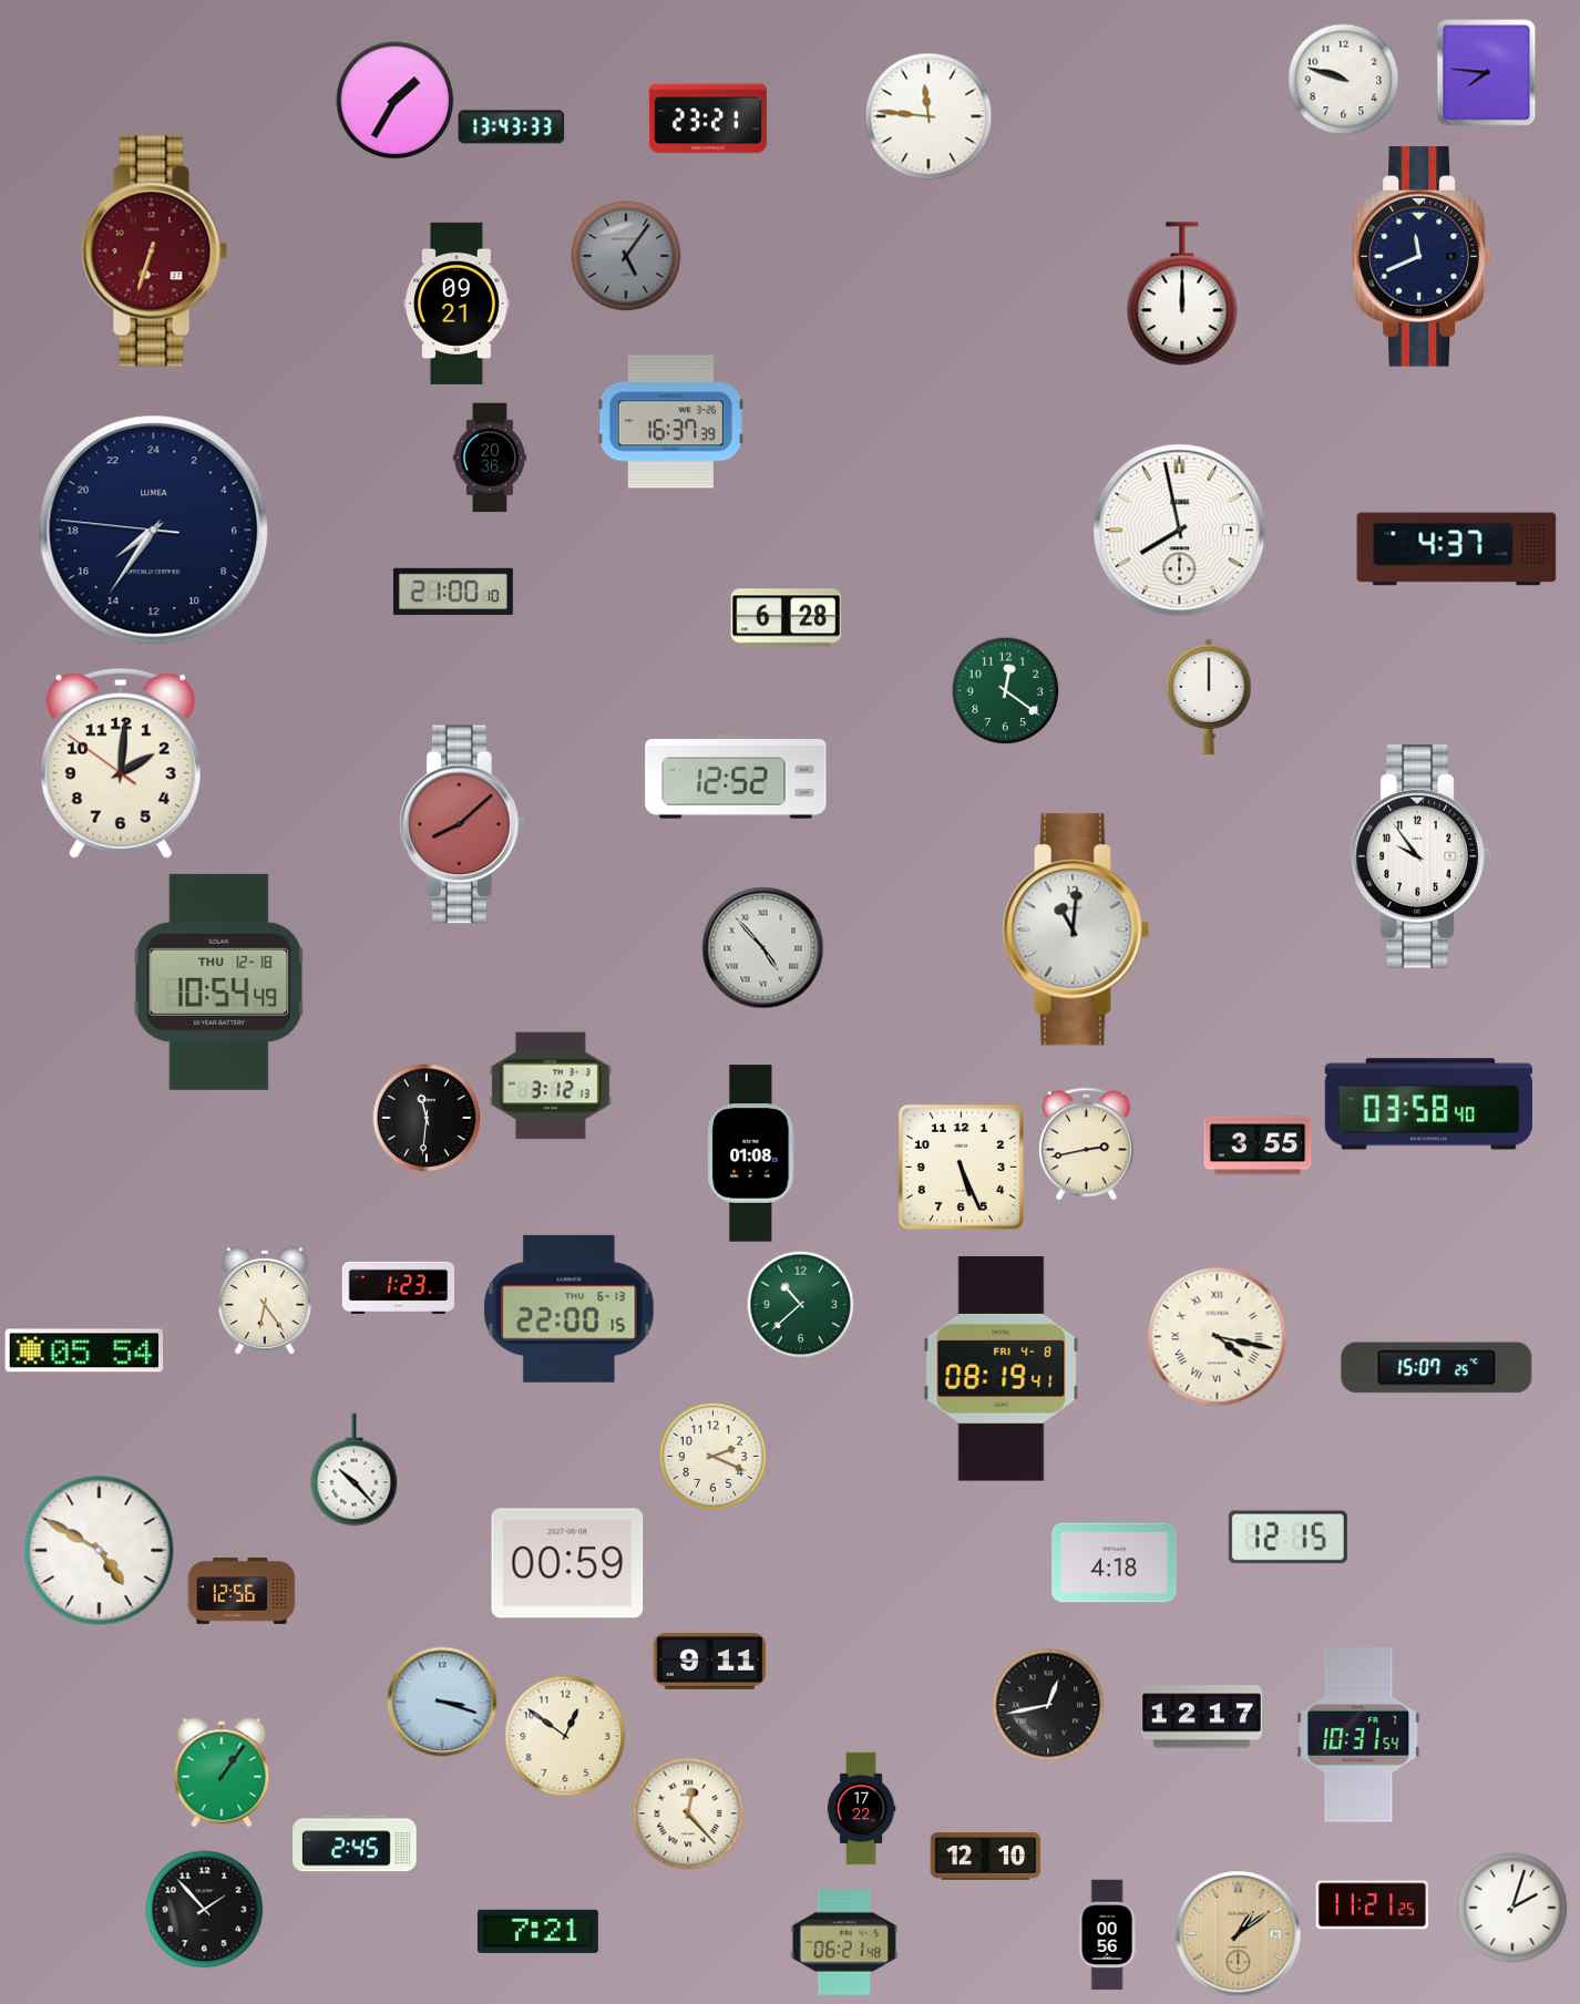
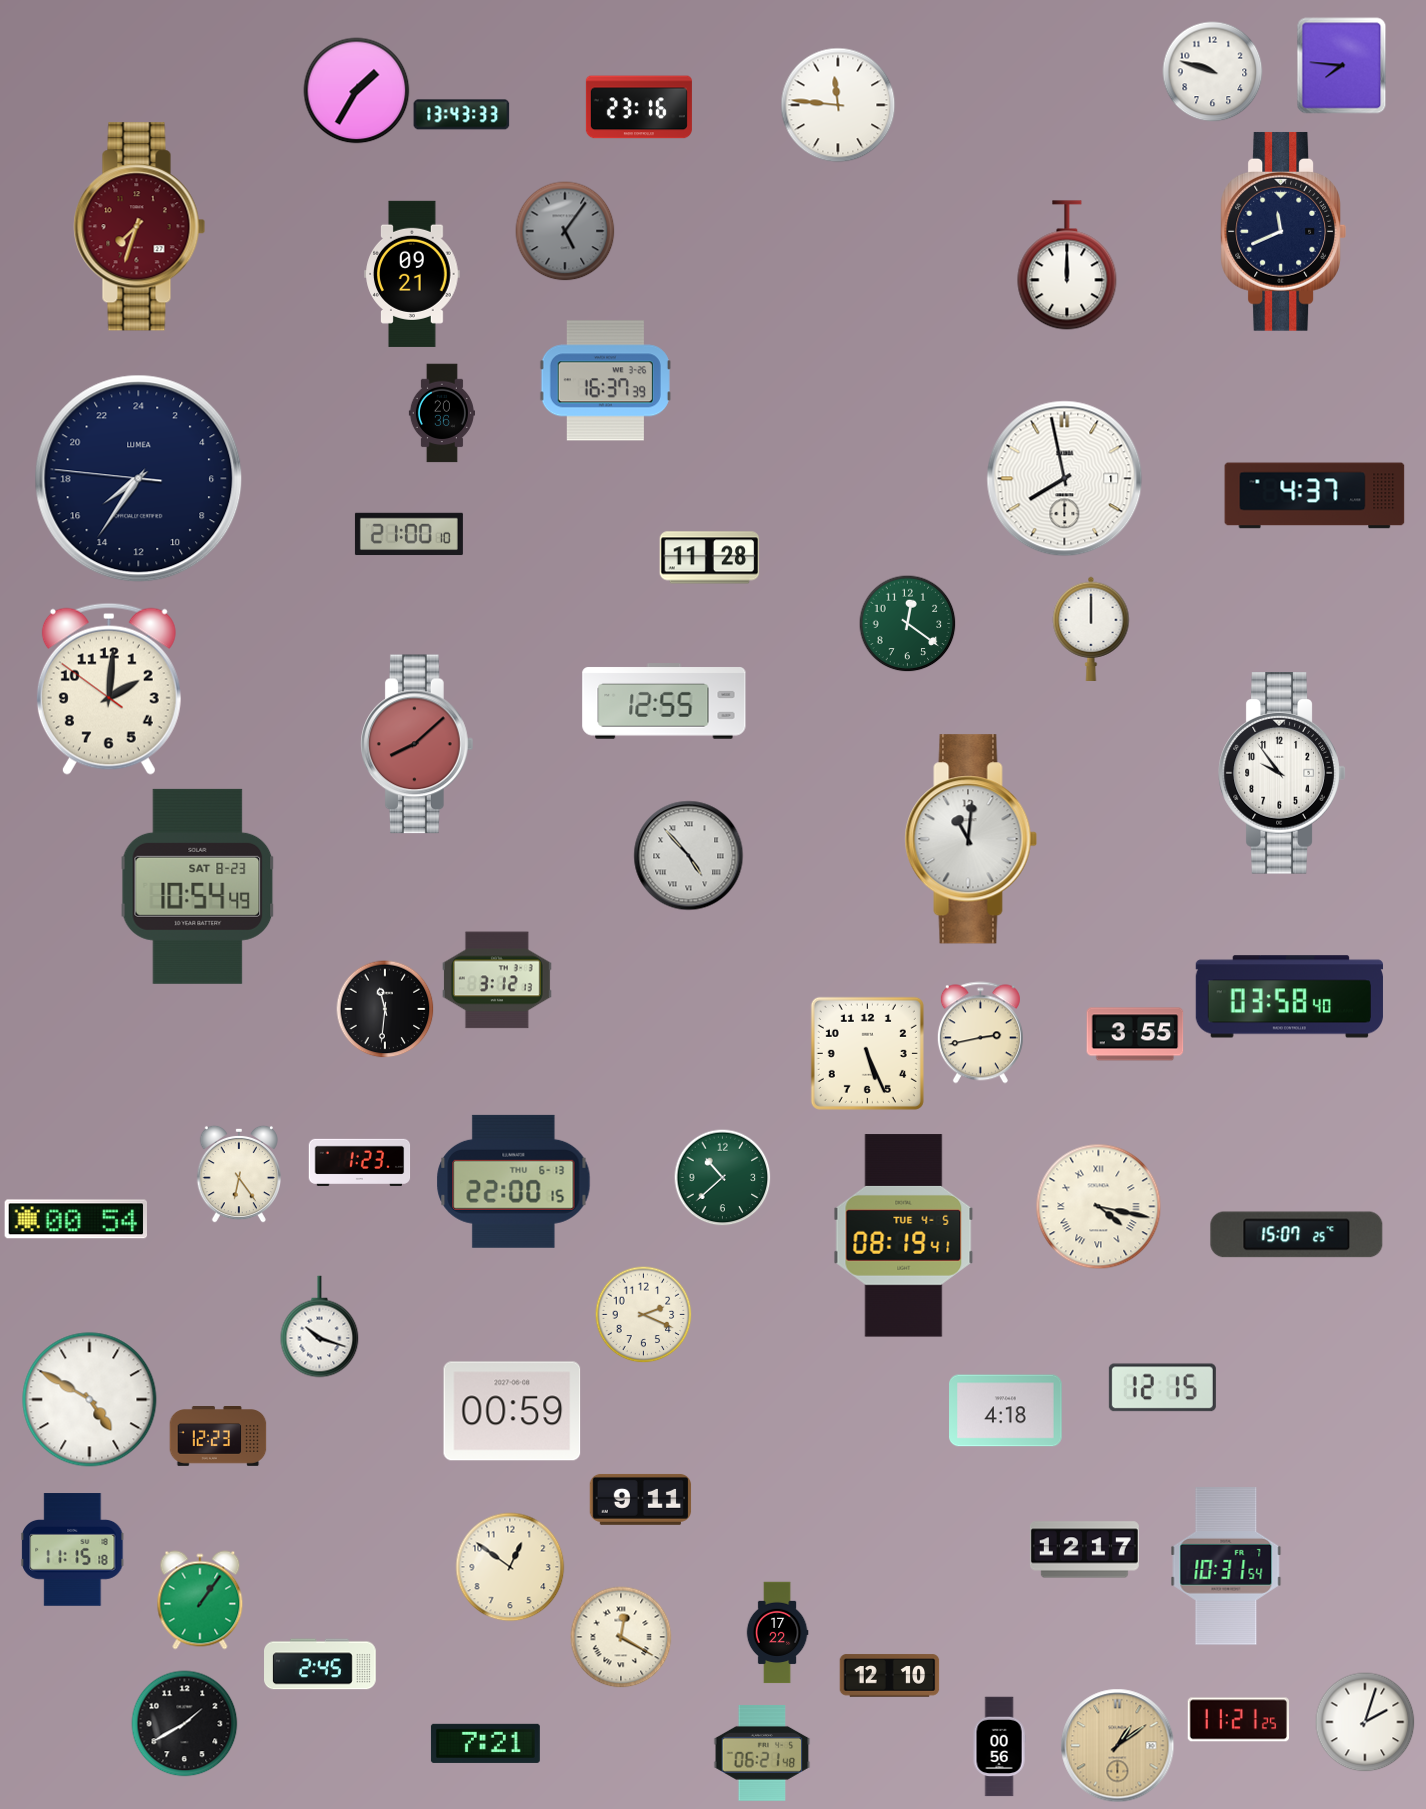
clock at (708, 119): 23:21 -> 23:16
clock at (155, 251): 6:33 -> 7:33
clock at (787, 618): 6:28 -> 11:28
clock at (736, 777): 12:52 -> 12:55
clock at (219, 982) date: THU 12-18 -> SAT 8-23
clock at (751, 1153): 01:08 -> none
clock at (83, 1350): 05:54 -> 00:54
clock at (1002, 1369) date: FRI 4-8 -> TUE 4-5
clock at (355, 1470): 10:23 -> 10:18
clock at (242, 1592): 12:56 -> 12:23
clock at (442, 1702): 3:18 -> none
clock at (1048, 1705): 12:43 -> none
clock at (73, 1550): none -> 11:15
clock at (688, 1813): 12:23 -> 12:20
clock at (205, 1910): 1:53 -> 1:40
